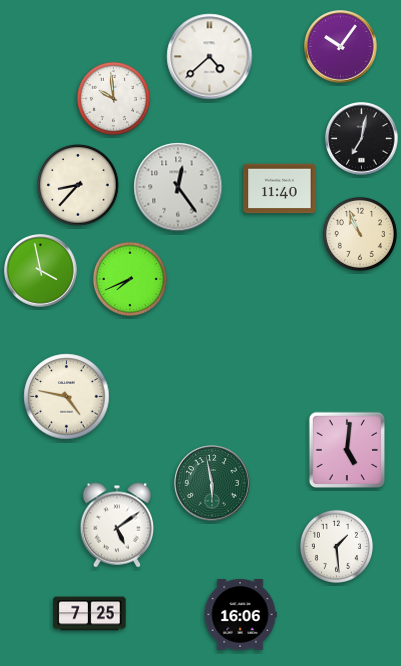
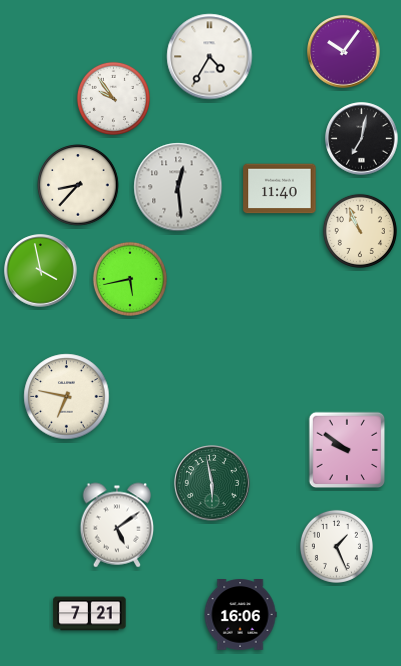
clock at (341, 47) position: (341, 47) -> (344, 52)
clock at (210, 57): 4:38 -> 4:35
clock at (113, 98): 9:59 -> 9:54
clock at (178, 187): 12:24 -> 12:29
clock at (360, 234) position: (360, 234) -> (360, 231)
clock at (130, 279): 7:41 -> 5:43
clock at (67, 397): 4:47 -> 6:47
clock at (347, 450): 5:01 -> 9:51
clock at (336, 546): 1:29 -> 1:26
clock at (90, 614): 7:25 -> 7:21
